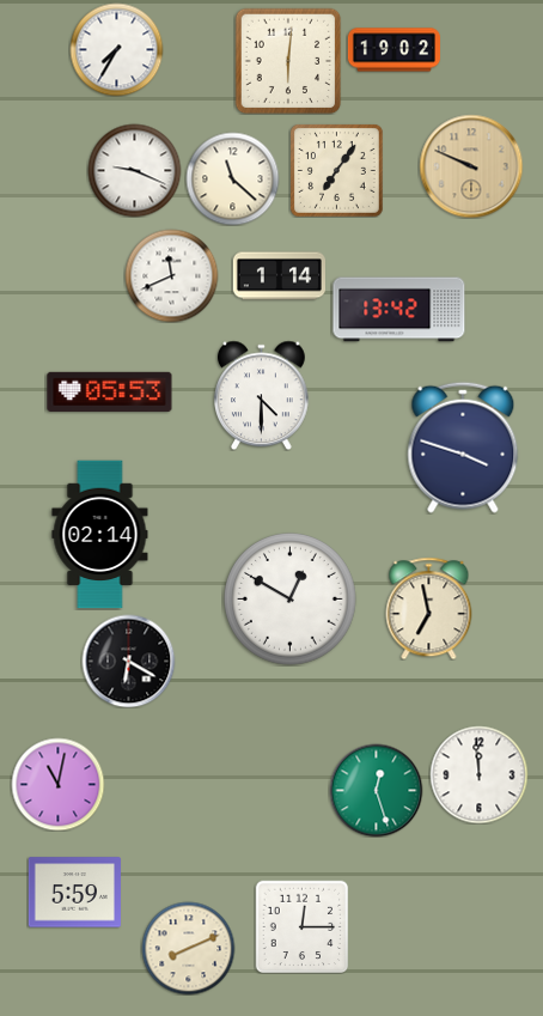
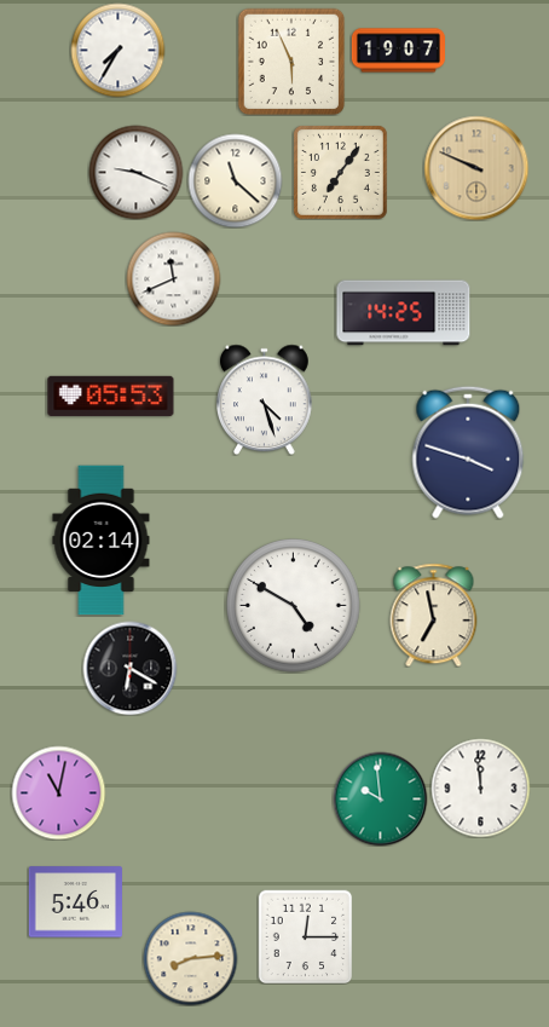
clock at (393, 50): 19:02 -> 19:07
clock at (288, 61): 6:01 -> 5:56
clock at (279, 276): 1:14 -> none
clock at (399, 310): 13:42 -> 14:25
clock at (262, 395): 4:30 -> 4:27
clock at (291, 600): 12:50 -> 4:50
clock at (478, 774) position: (478, 774) -> (480, 787)
clock at (376, 790): 12:27 -> 9:59
clock at (74, 893): 5:59 -> 5:46
clock at (188, 948): 8:11 -> 8:14
